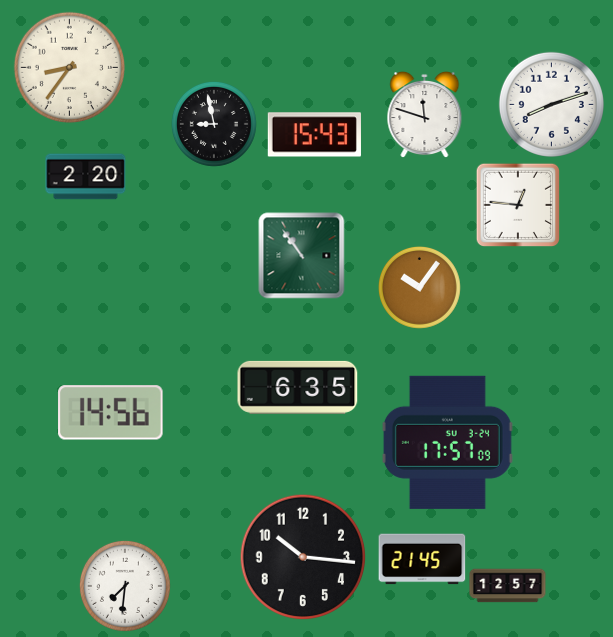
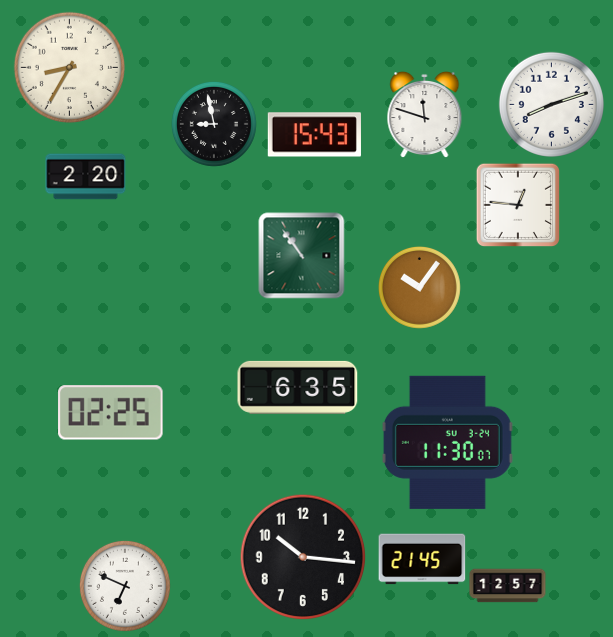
clock at (69, 67): 8:36 -> 8:35
clock at (111, 413): 14:56 -> 02:25
clock at (447, 442): 17:57 -> 11:30
clock at (125, 586): 7:31 -> 6:49
